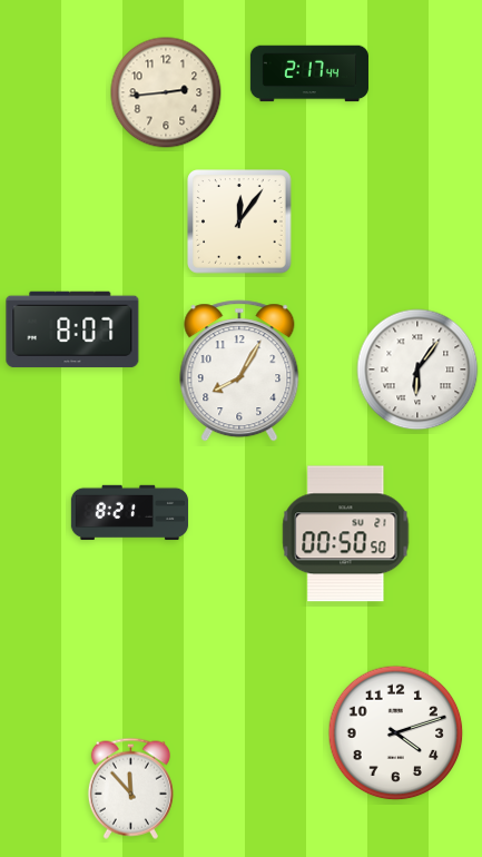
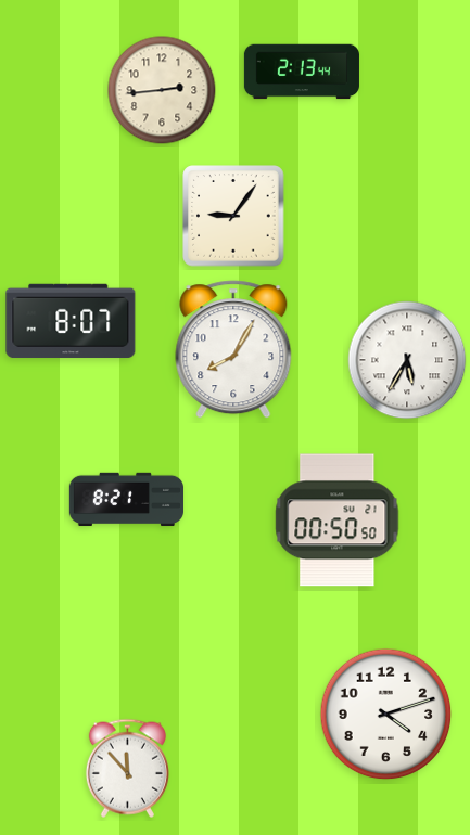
clock at (309, 73): 2:17 -> 2:13
clock at (239, 221): 12:06 -> 9:06
clock at (417, 370): 6:06 -> 5:35
clock at (239, 371) position: (239, 371) -> (233, 349)
